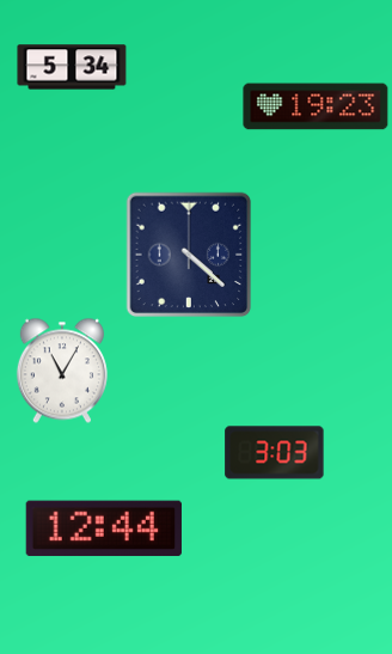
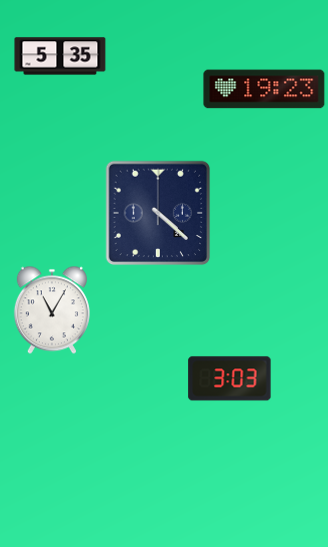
clock at (72, 67): 5:34 -> 5:35
clock at (104, 528): 12:44 -> none
